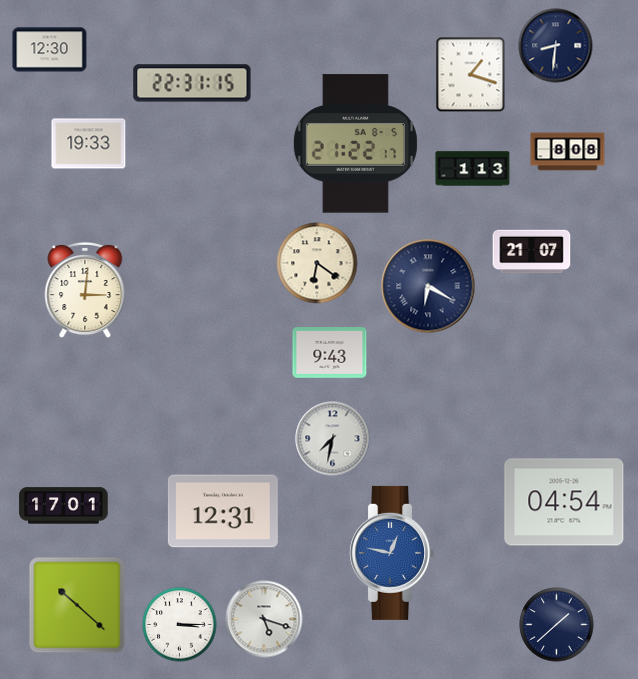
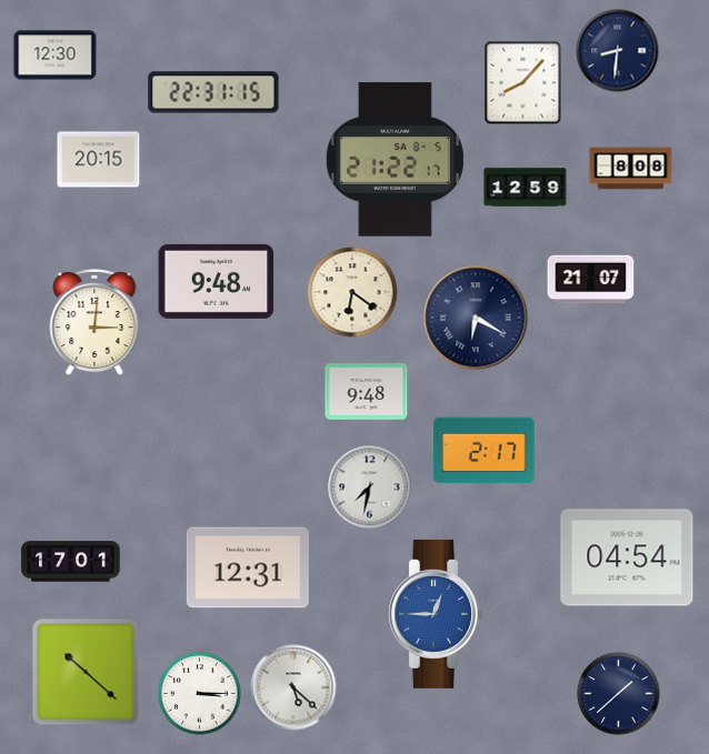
clock at (471, 75): 1:18 -> 8:07
clock at (89, 144): 19:33 -> 20:15
clock at (473, 169): 1:13 -> 12:59
clock at (217, 281): none -> 9:48
clock at (330, 353): 9:43 -> 9:48
clock at (485, 451): none -> 2:17
clock at (392, 553): 12:47 -> 12:45
clock at (264, 619): 5:18 -> 5:22
